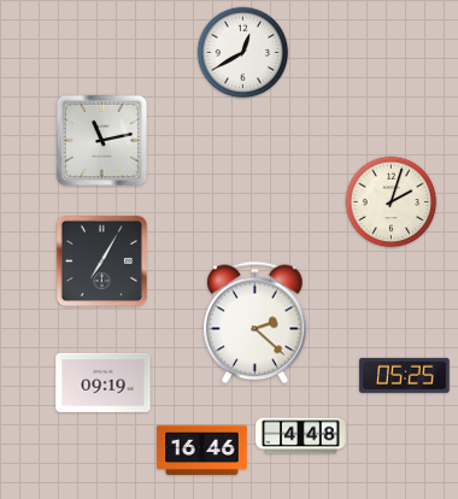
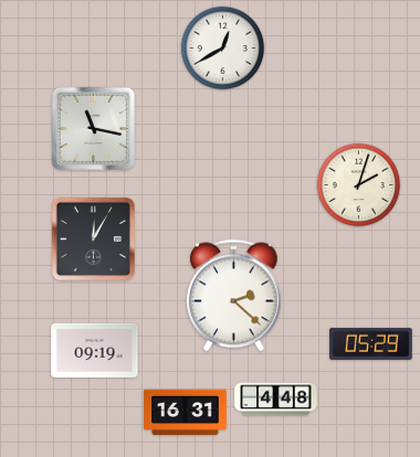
clock at (101, 140): 11:13 -> 11:17
clock at (101, 260): 7:05 -> 12:05
clock at (405, 375): 05:25 -> 05:29
clock at (202, 451): 16:46 -> 16:31
